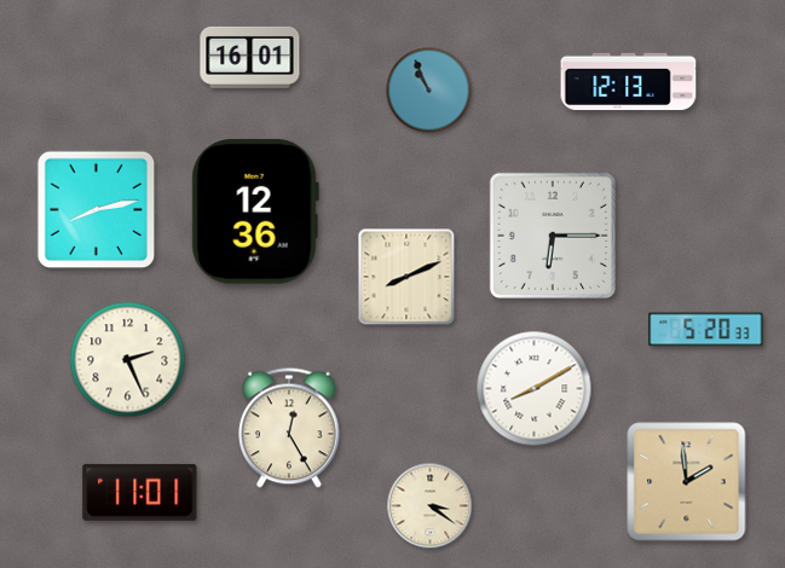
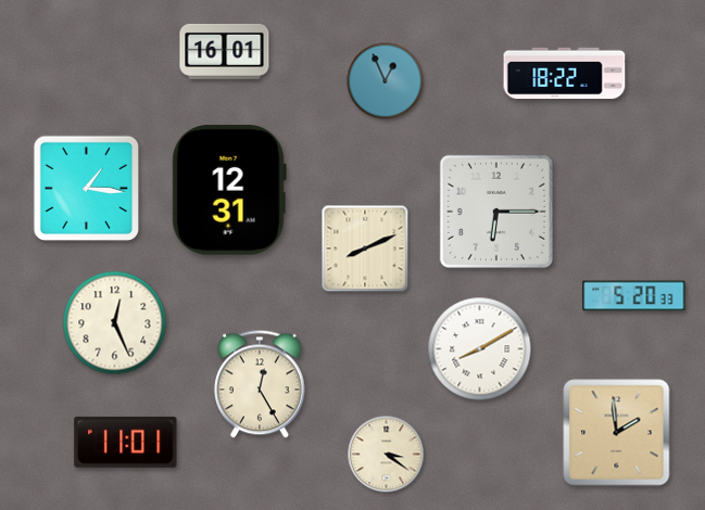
clock at (629, 82): 12:13 -> 18:22
clock at (429, 91): 10:56 -> 12:56
clock at (97, 210): 8:13 -> 1:16
clock at (255, 211): 12:36 -> 12:31
clock at (128, 360): 2:26 -> 12:26
